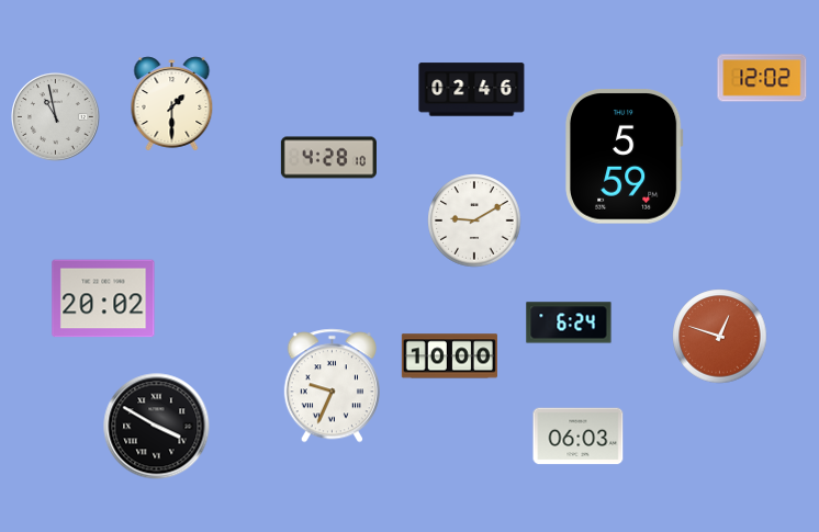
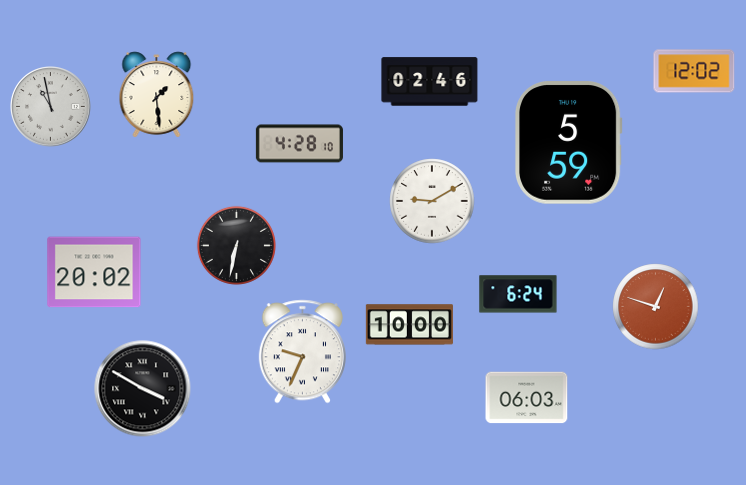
clock at (172, 104): 1:30 -> 1:29
clock at (236, 245): none -> 6:32
